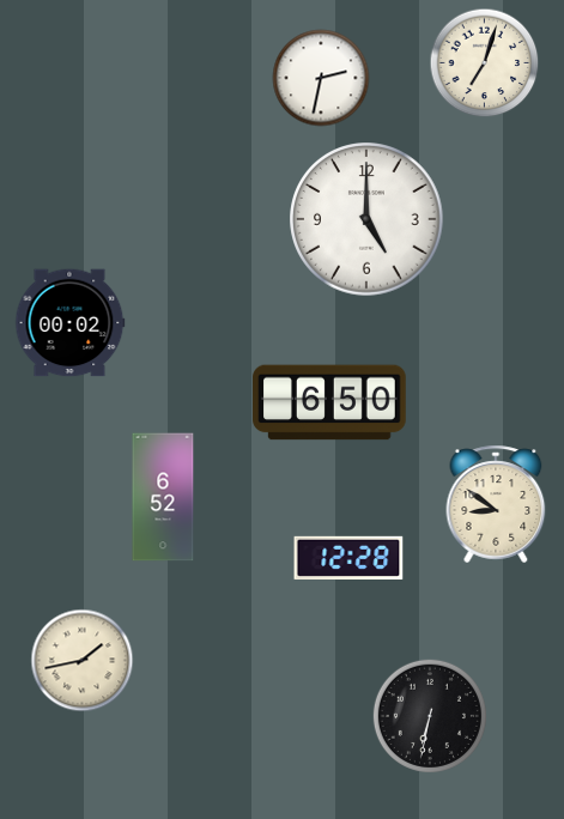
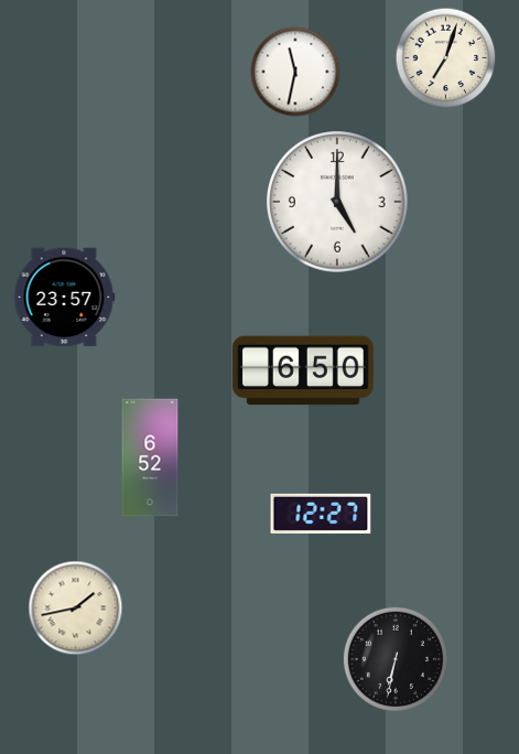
clock at (321, 78): 2:32 -> 11:32
clock at (69, 323): 00:02 -> 23:57
clock at (496, 504): 8:51 -> none
clock at (348, 558): 12:28 -> 12:27
